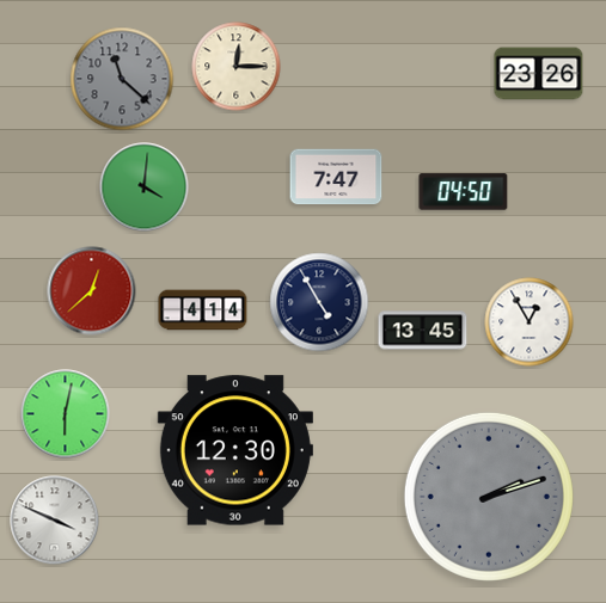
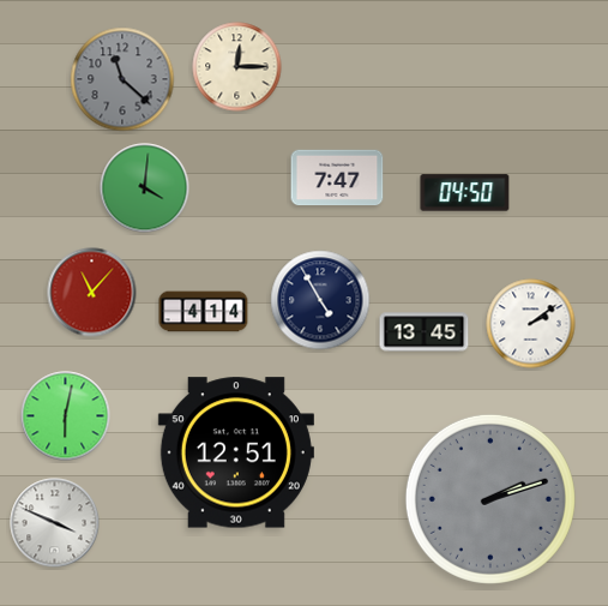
clock at (539, 74): 23:26 -> none
clock at (92, 291): 12:38 -> 11:07
clock at (319, 302) position: (319, 302) -> (320, 300)
clock at (530, 322): 12:55 -> 2:09
clock at (235, 450): 12:30 -> 12:51
